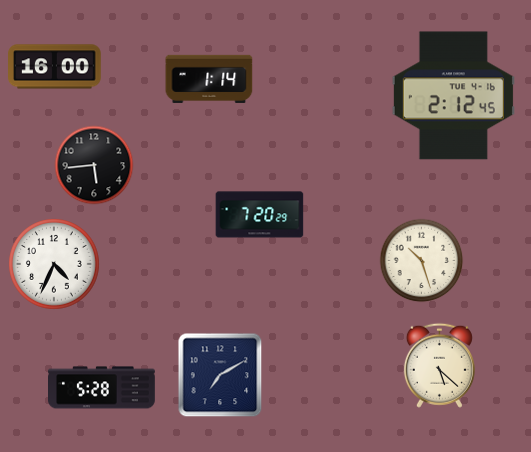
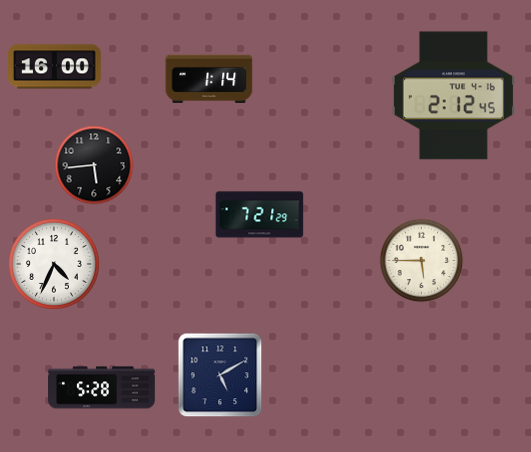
clock at (260, 215): 7:20 -> 7:21
clock at (422, 261): 10:27 -> 5:45
clock at (439, 365): 5:22 -> none
clock at (220, 375): 7:10 -> 5:10
